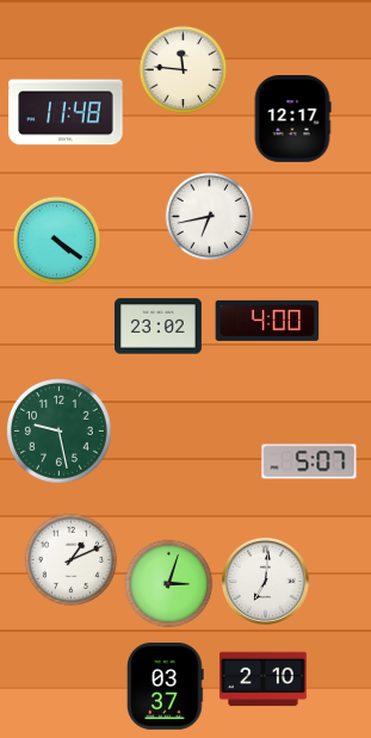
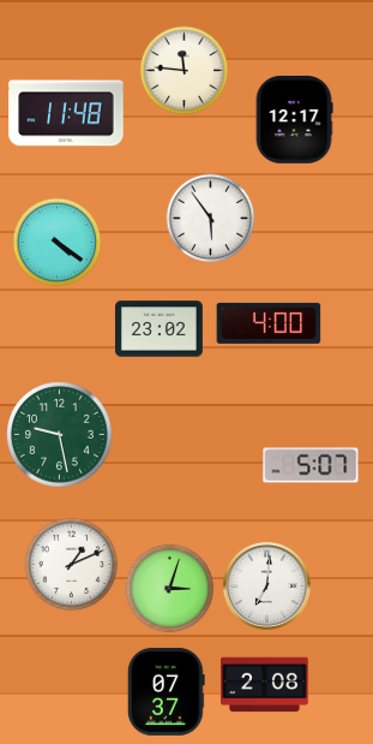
clock at (210, 217): 6:43 -> 5:54
clock at (264, 680): 2:10 -> 2:08
clock at (166, 687): 03:37 -> 07:37
